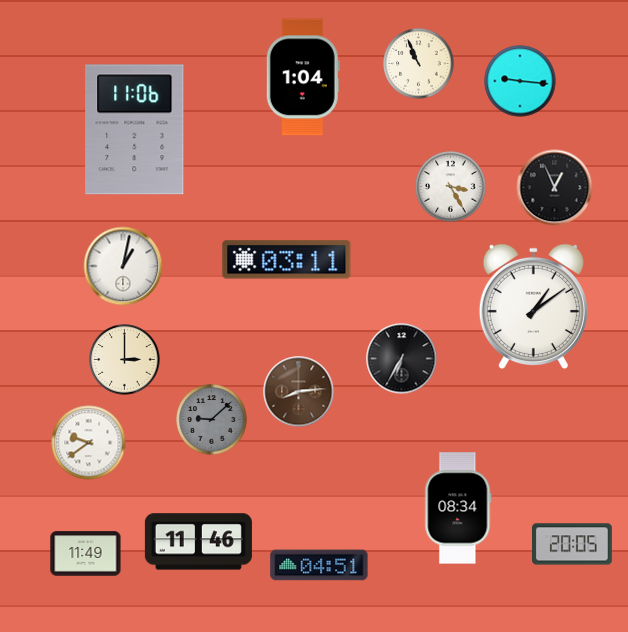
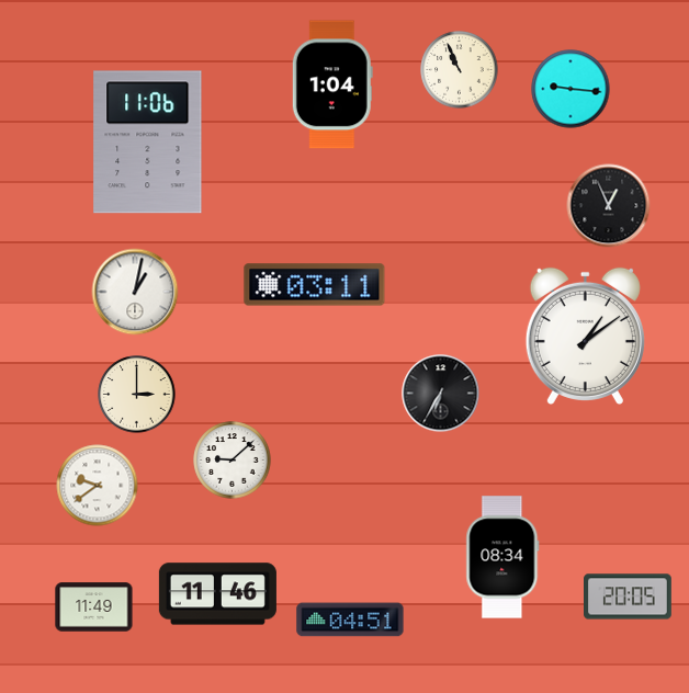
clock at (451, 187): 3:25 -> none
clock at (299, 392): 8:14 -> none
clock at (212, 420) dial: grey -> white
